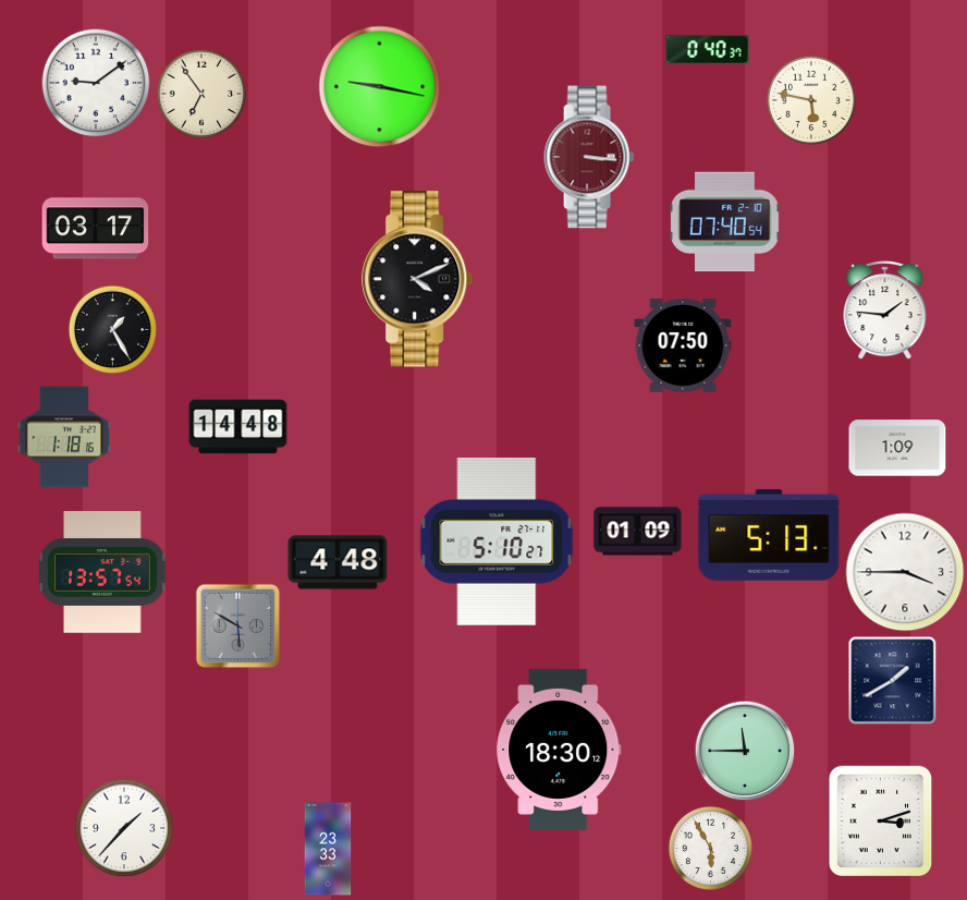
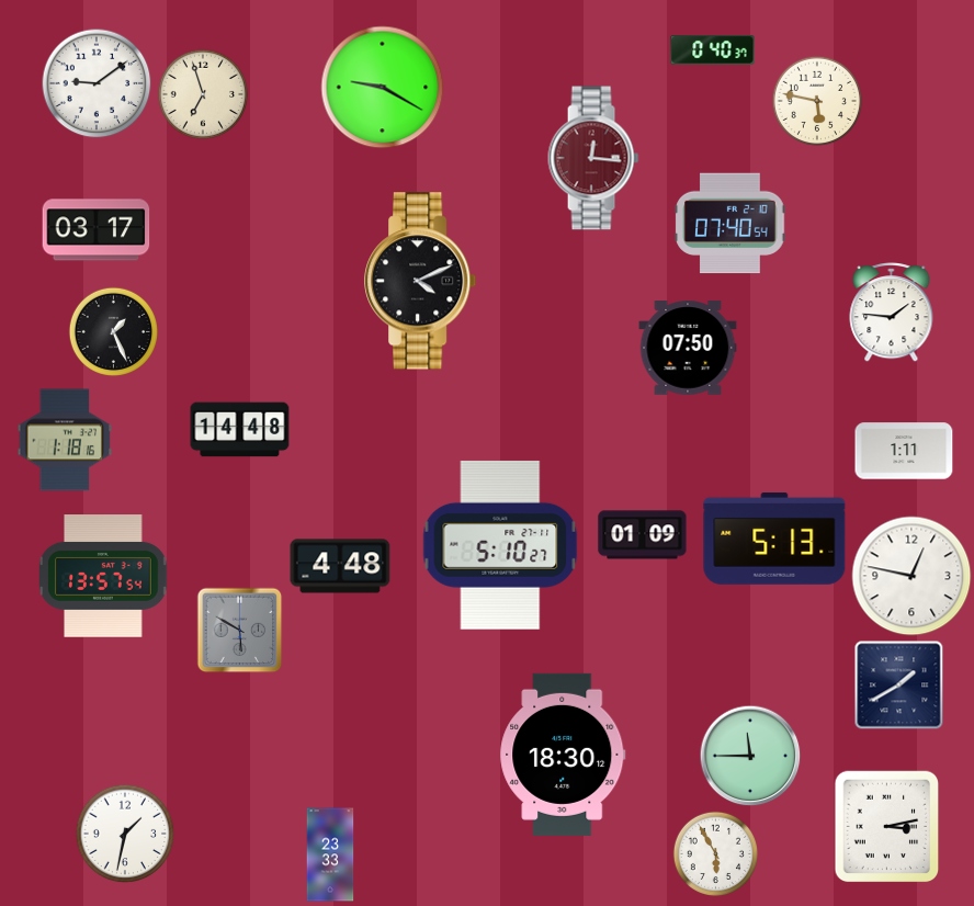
clock at (380, 87): 9:17 -> 9:20
clock at (201, 94): 6:54 -> 6:57
clock at (589, 157): 3:16 -> 12:16
clock at (112, 329): 1:25 -> 1:26
clock at (897, 448): 1:09 -> 1:11
clock at (905, 572): 3:45 -> 12:47
clock at (881, 822): 3:12 -> 3:13
clock at (124, 828): 1:37 -> 1:32
